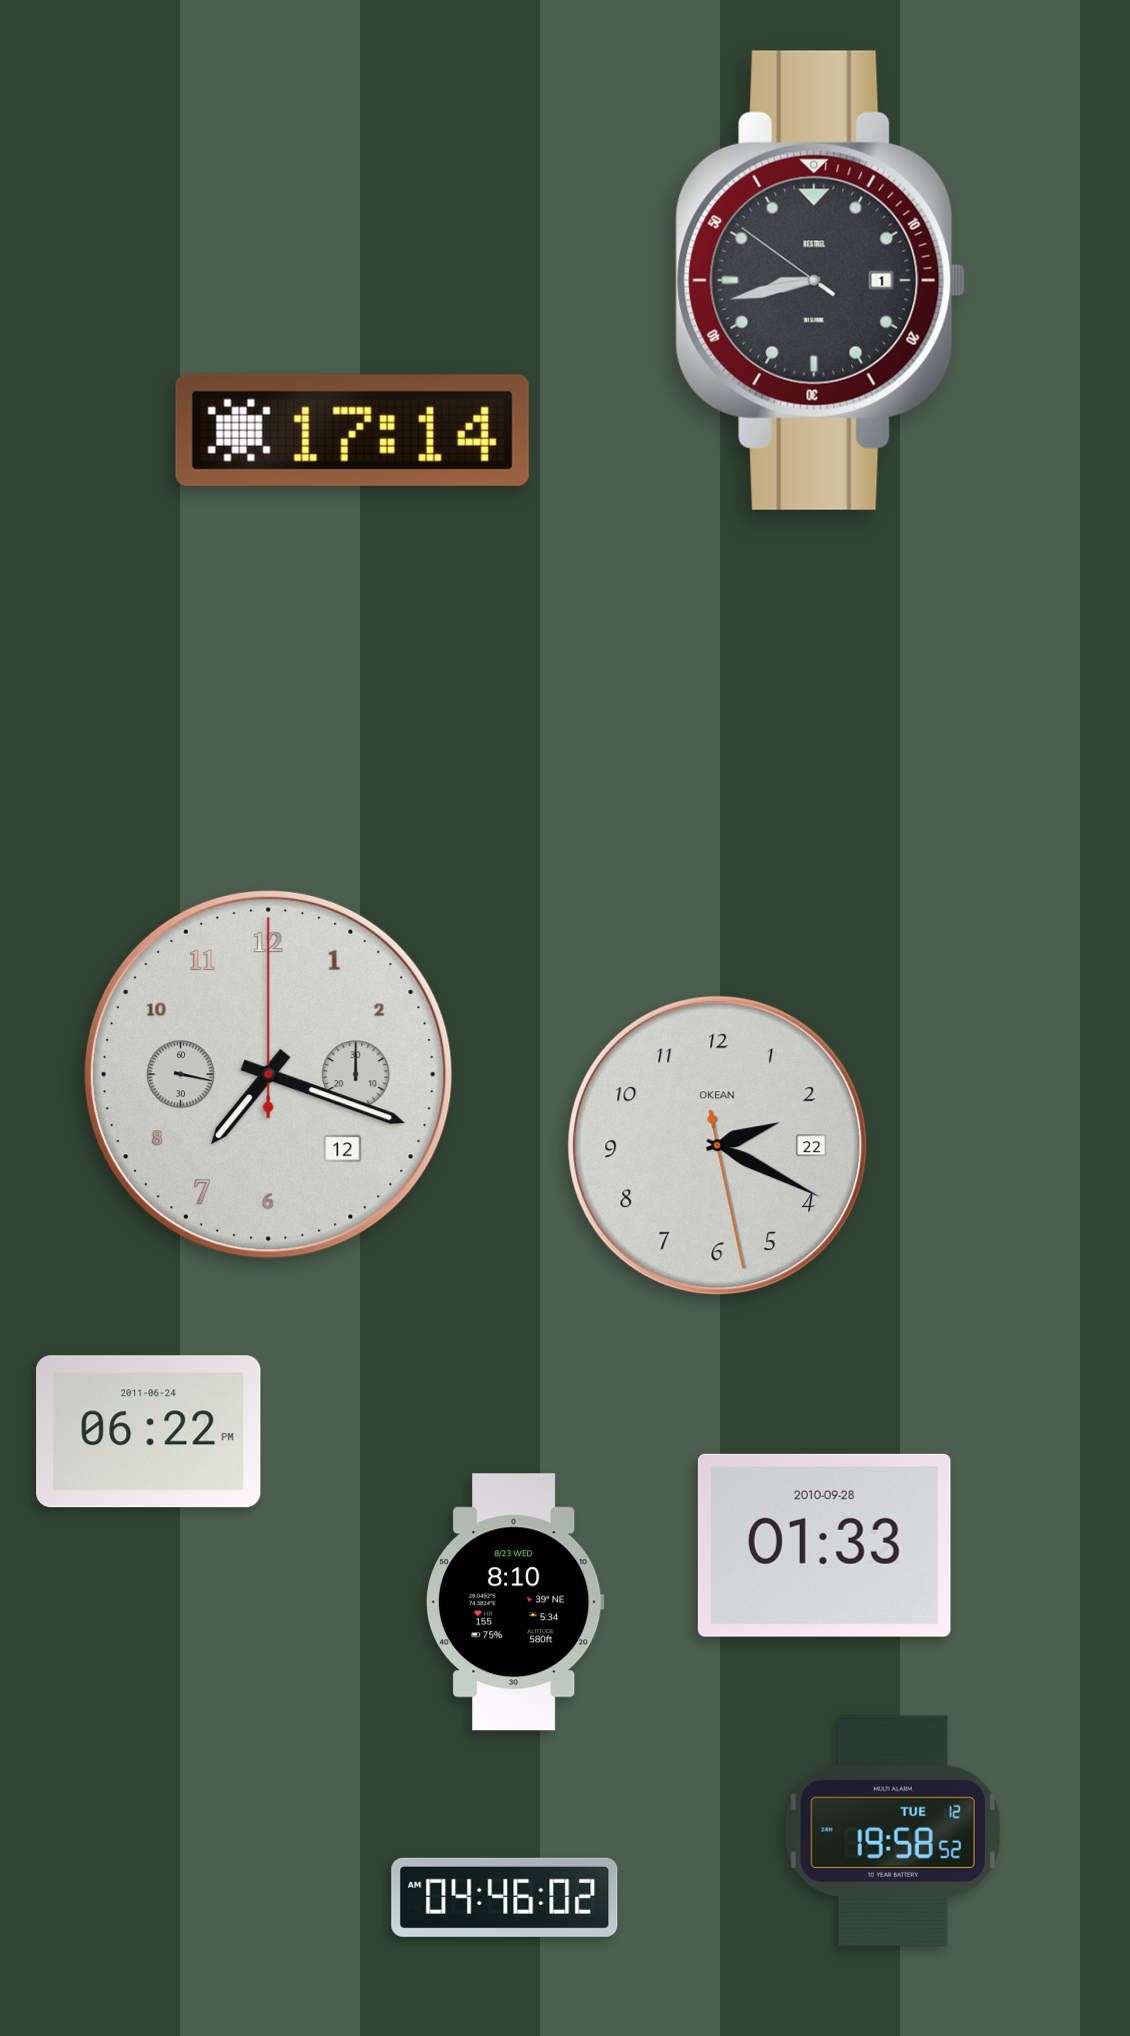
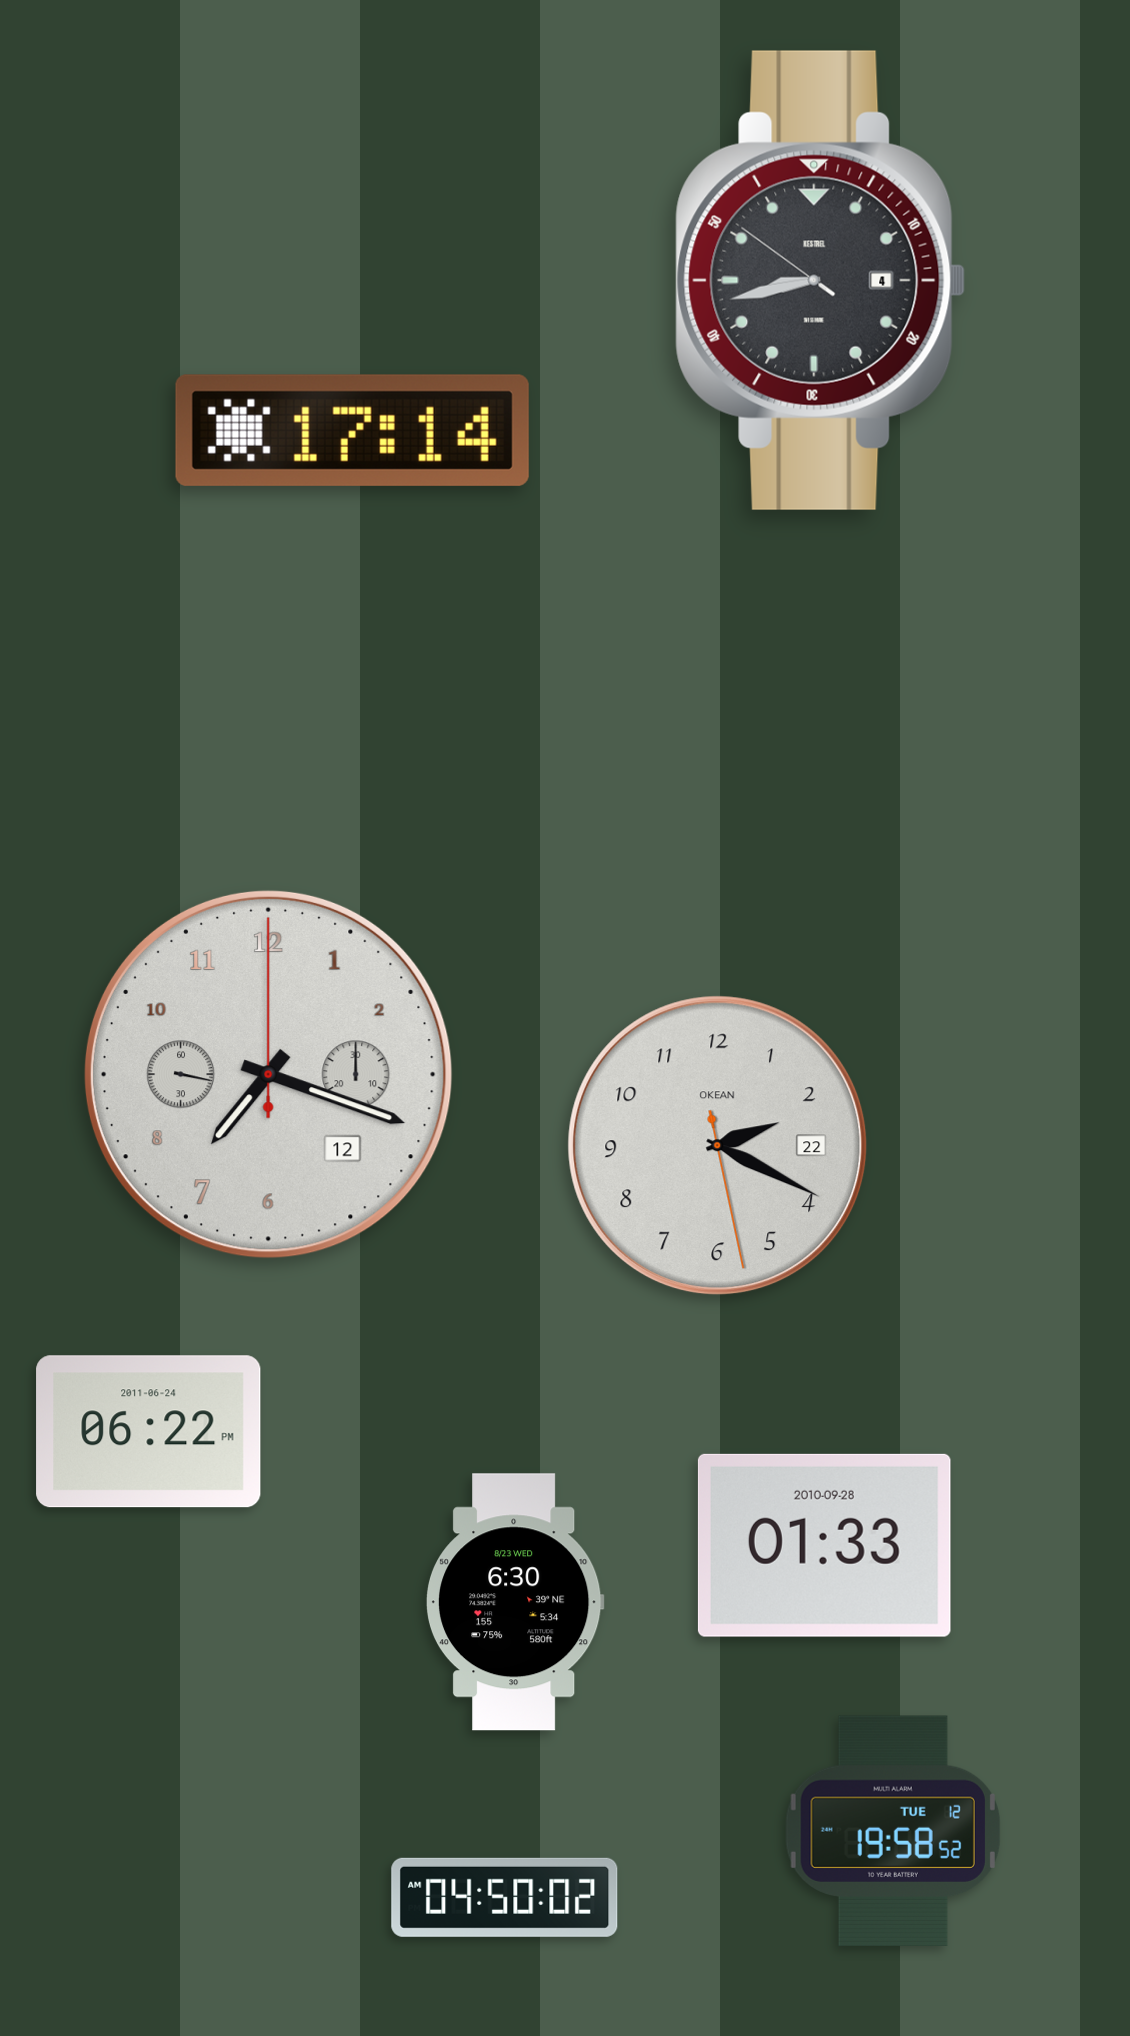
clock at (821, 280) date: 1 -> 4
clock at (515, 1602): 8:10 -> 6:30
clock at (505, 1897): 04:46 -> 04:50
